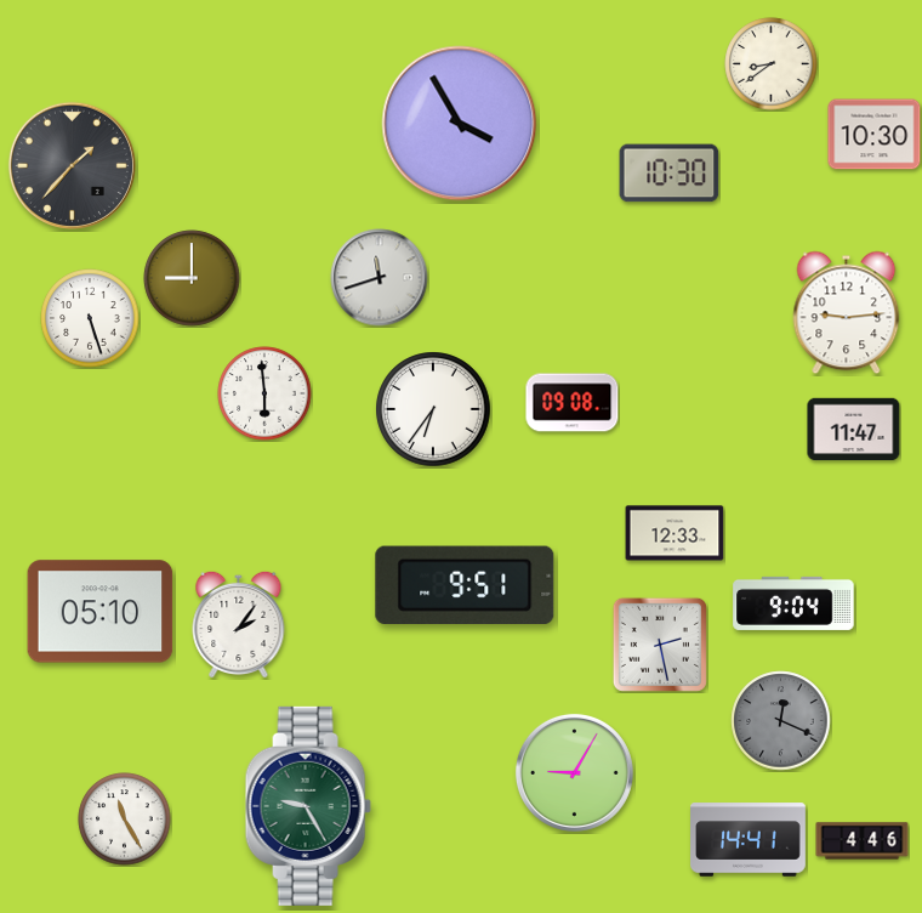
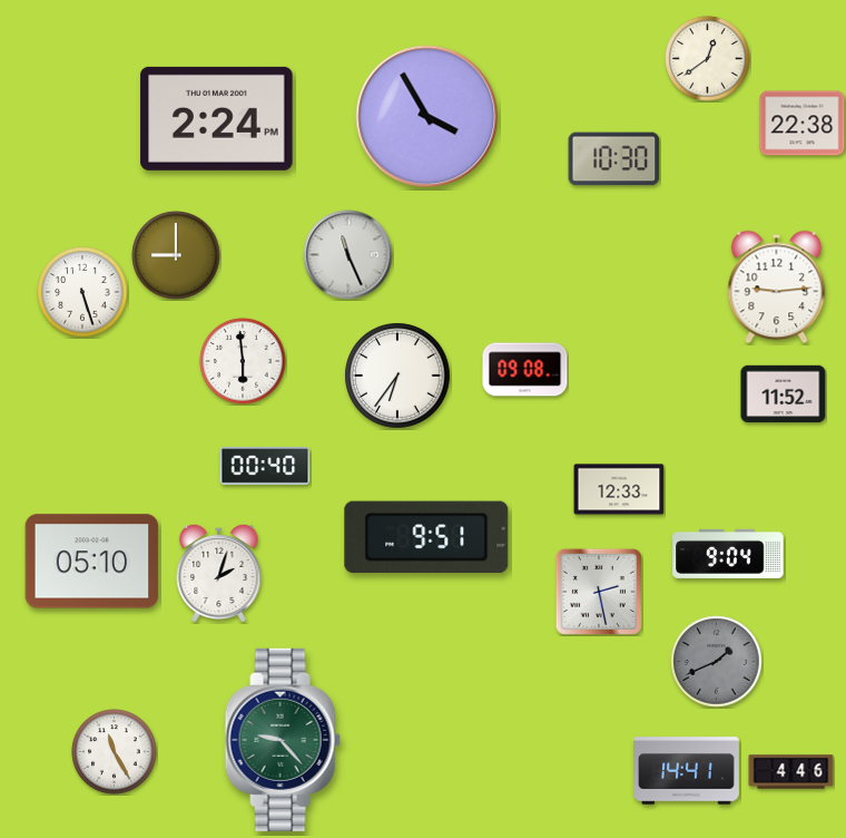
clock at (772, 64): 8:39 -> 12:39
clock at (460, 124) position: (460, 124) -> (427, 117)
clock at (217, 118): none -> 2:24
clock at (875, 135): 10:30 -> 22:38
clock at (72, 165): 1:37 -> none
clock at (380, 278): 11:42 -> 11:26
clock at (854, 430): 11:47 -> 11:52
clock at (265, 466): none -> 00:40
clock at (239, 624): 2:06 -> 2:03
clock at (660, 645) position: (660, 645) -> (599, 592)
clock at (781, 721): 12:19 -> 1:41
clock at (574, 772): 9:05 -> none
clock at (308, 806): 9:25 -> 9:23
